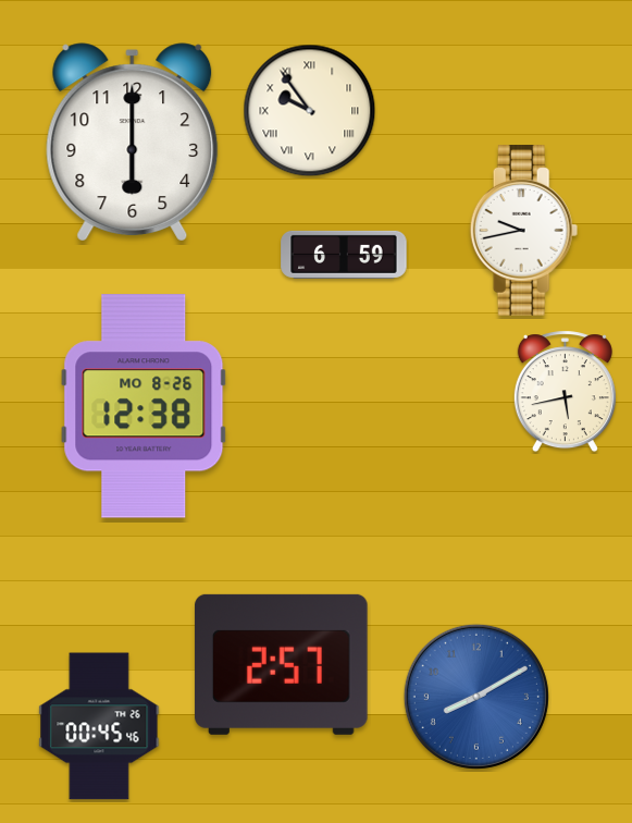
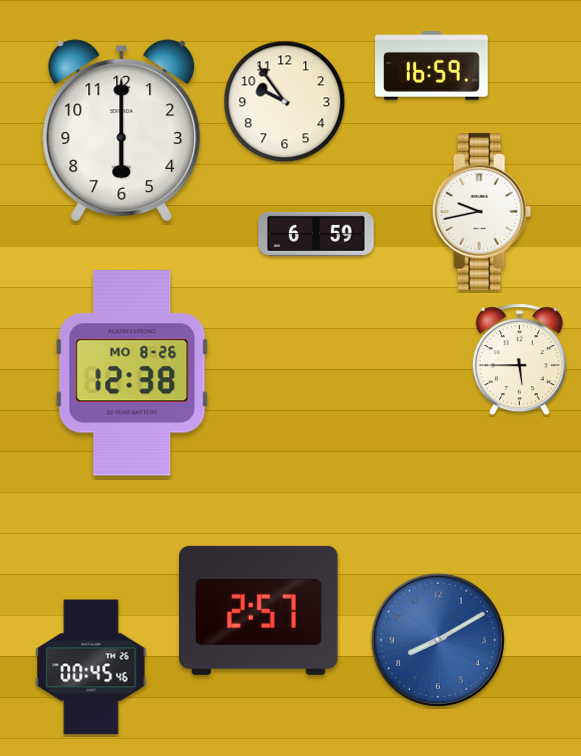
clock at (432, 66): none -> 16:59
clock at (310, 111) numerals: Roman -> Arabic
clock at (565, 392): 5:43 -> 5:45
